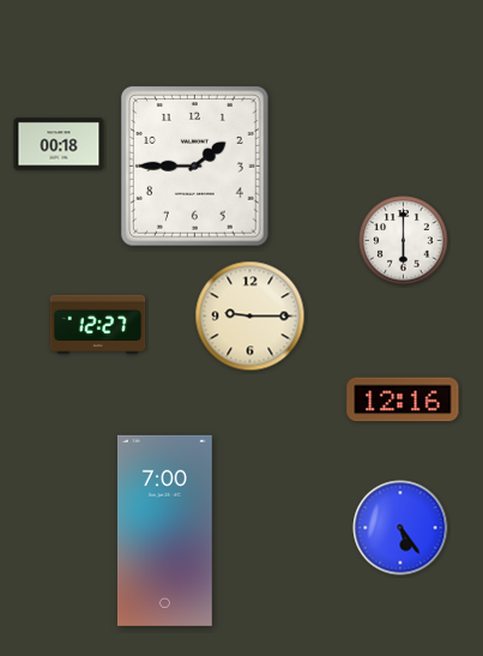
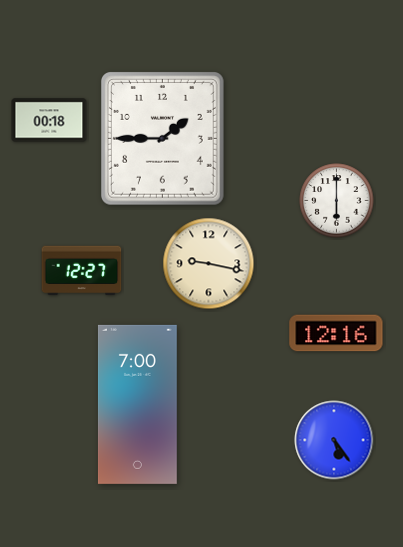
clock at (250, 317): 9:15 -> 9:17
clock at (164, 530) position: (164, 530) -> (137, 404)
